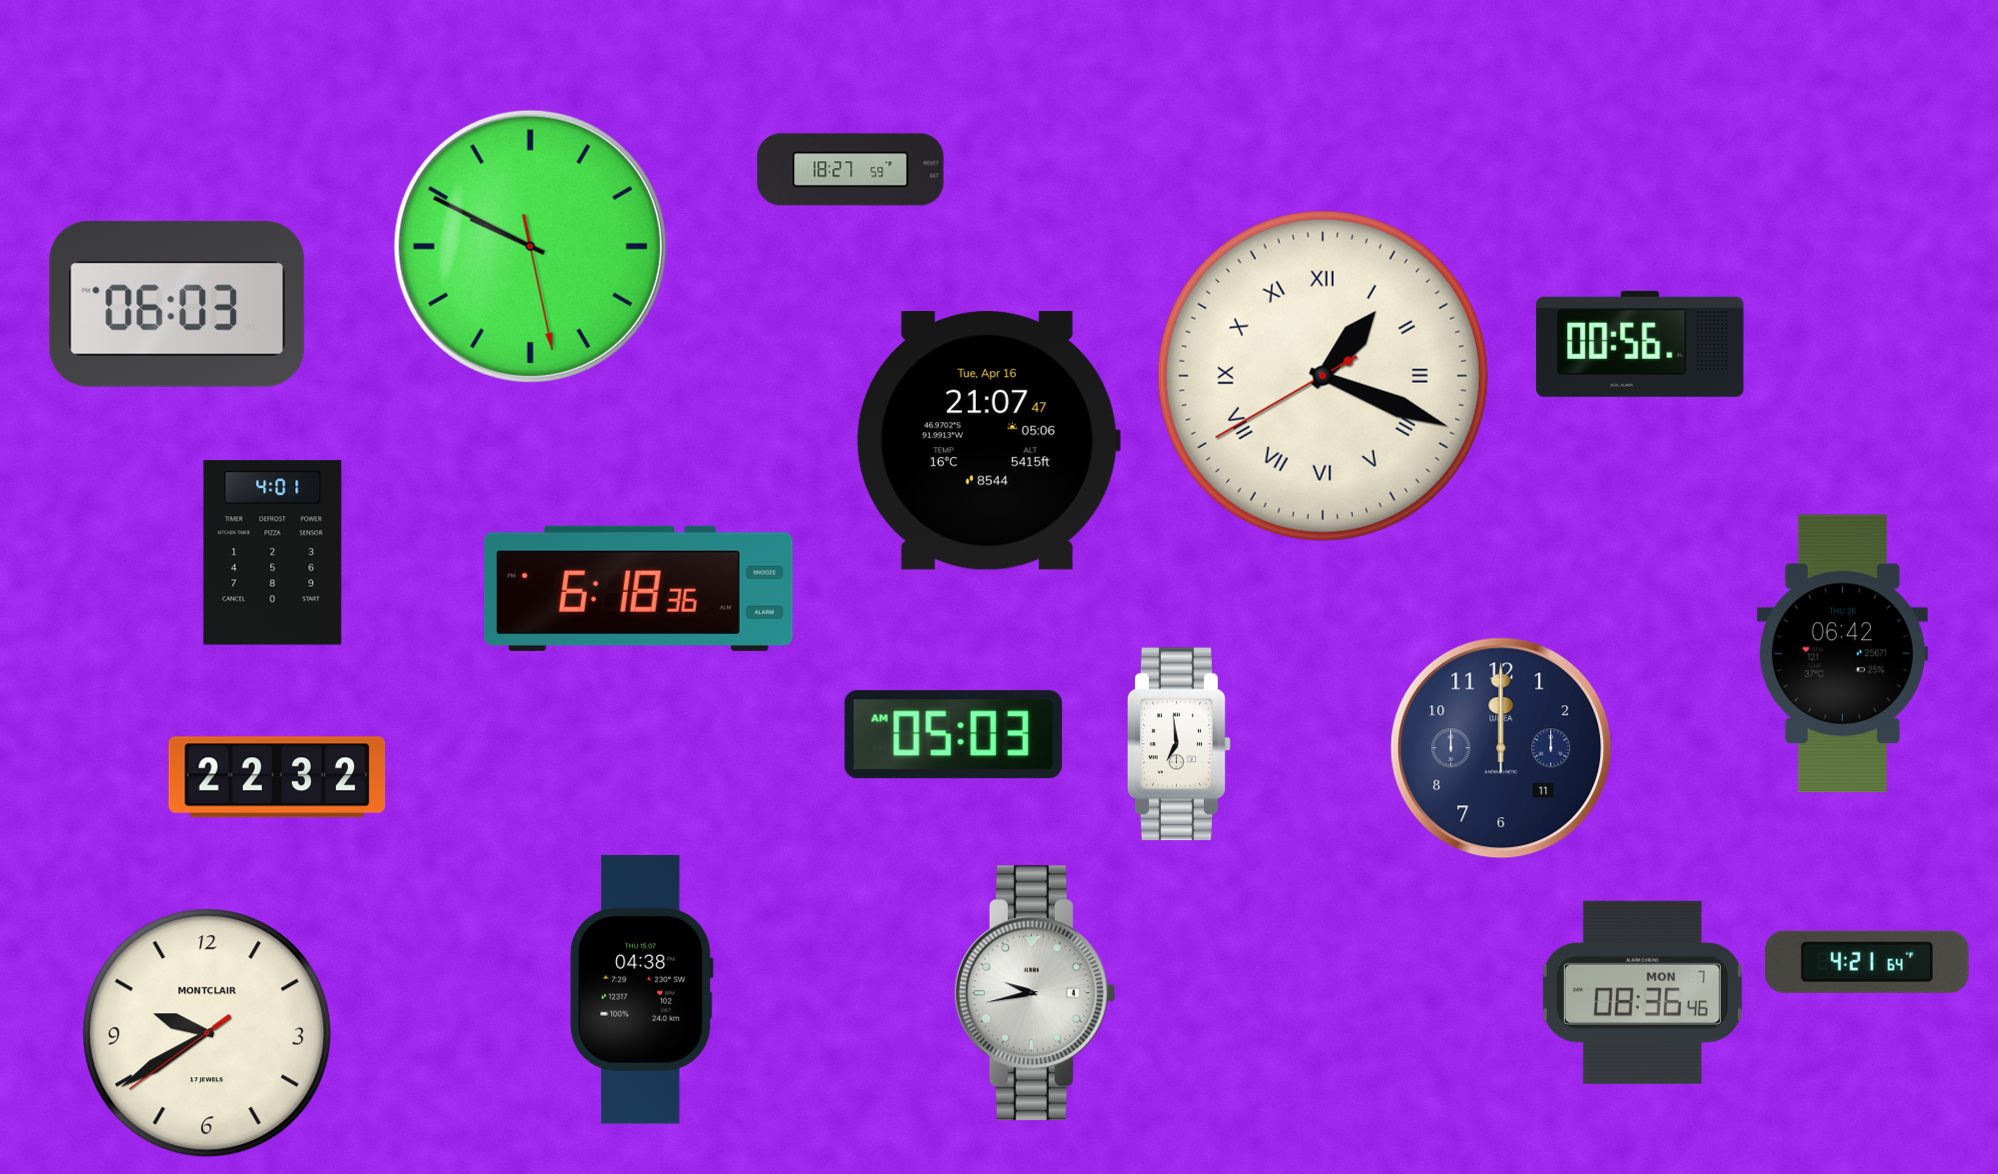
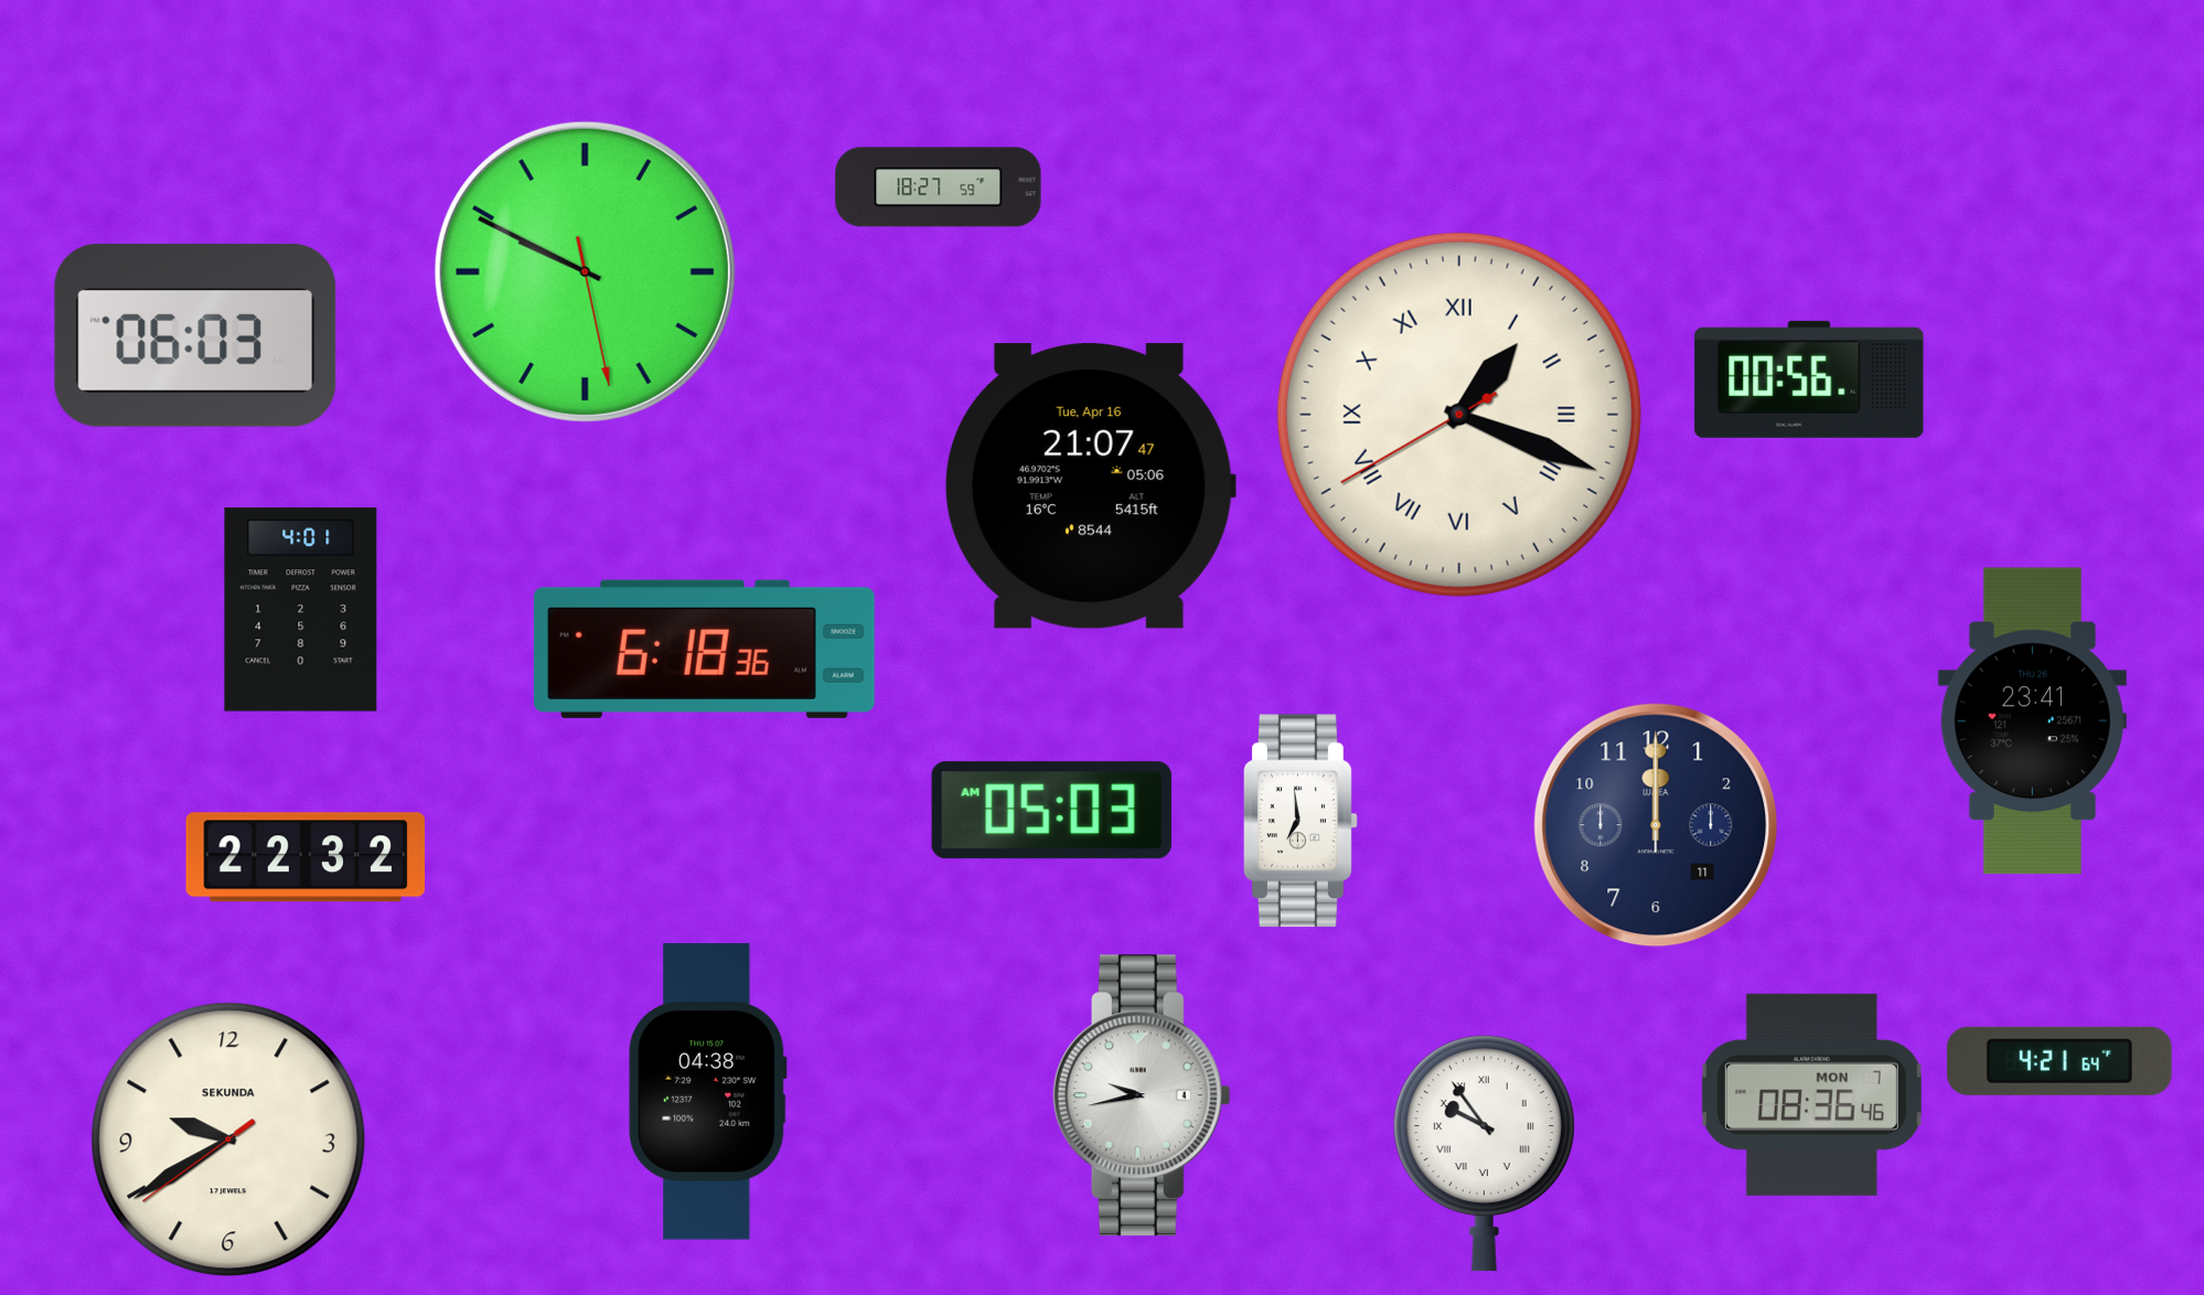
clock at (1842, 654): 06:42 -> 23:41
clock at (207, 1033) brand: MONTCLAIR -> SEKUNDA
clock at (1484, 1154): none -> 9:54
